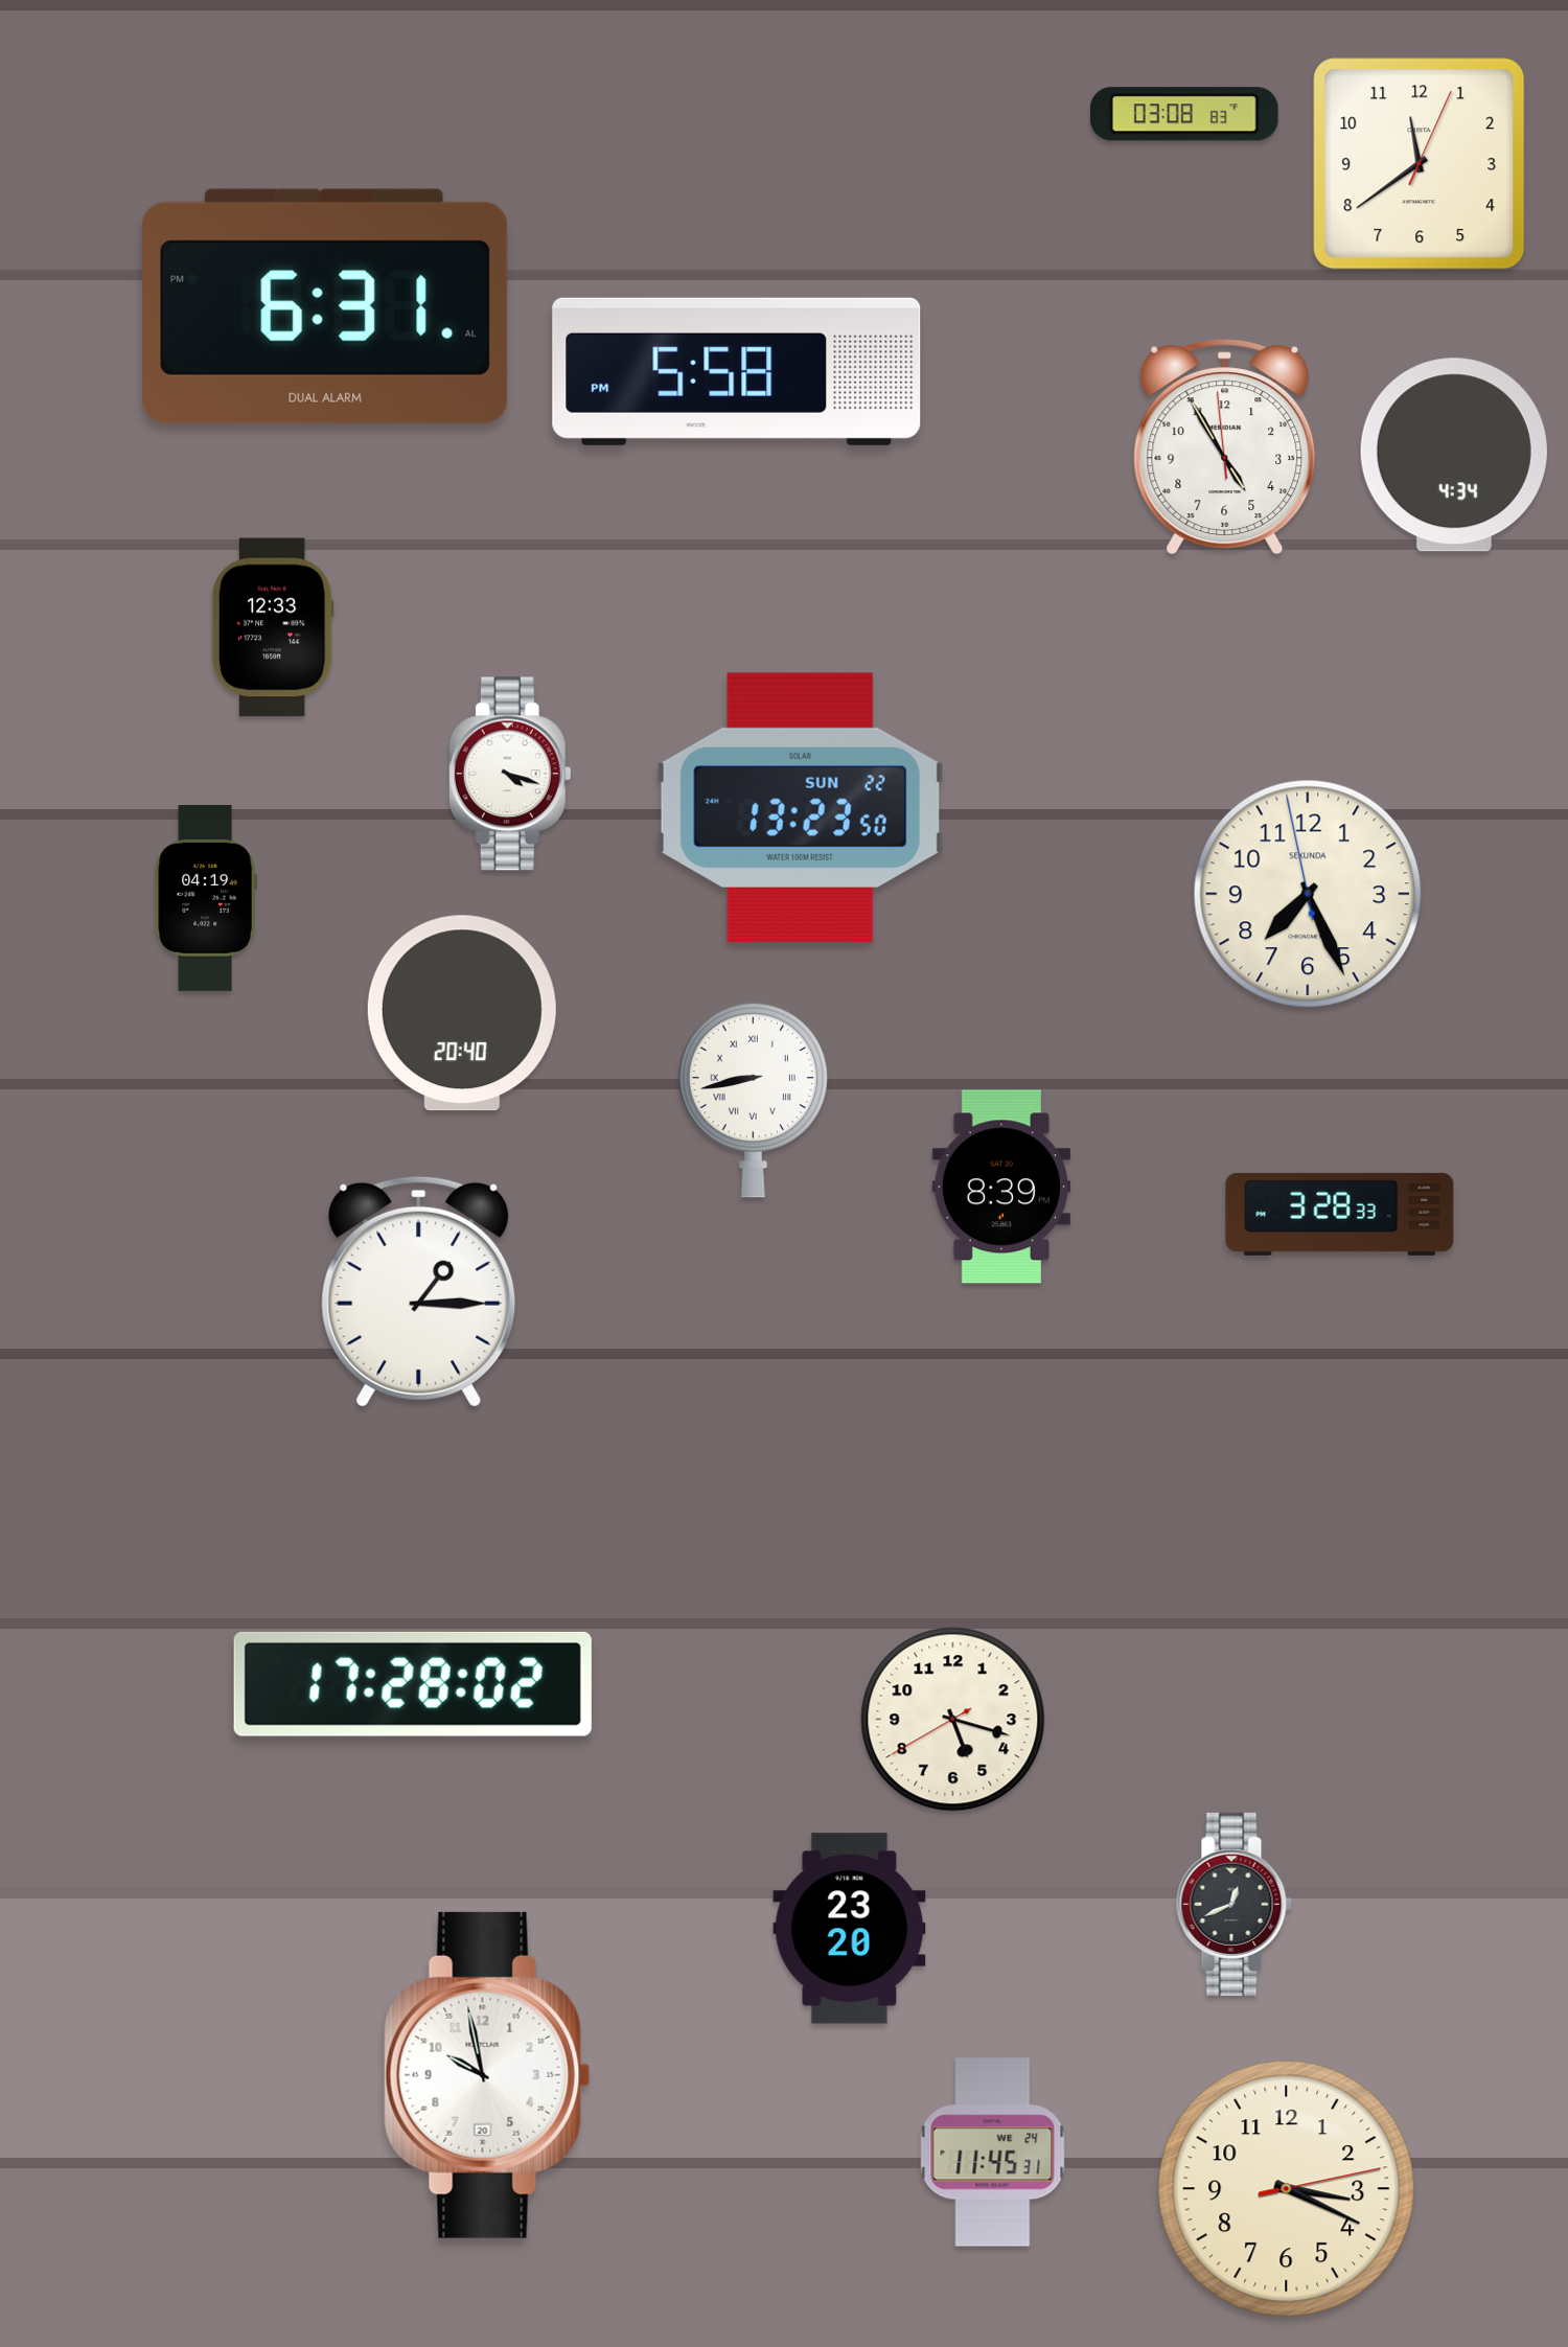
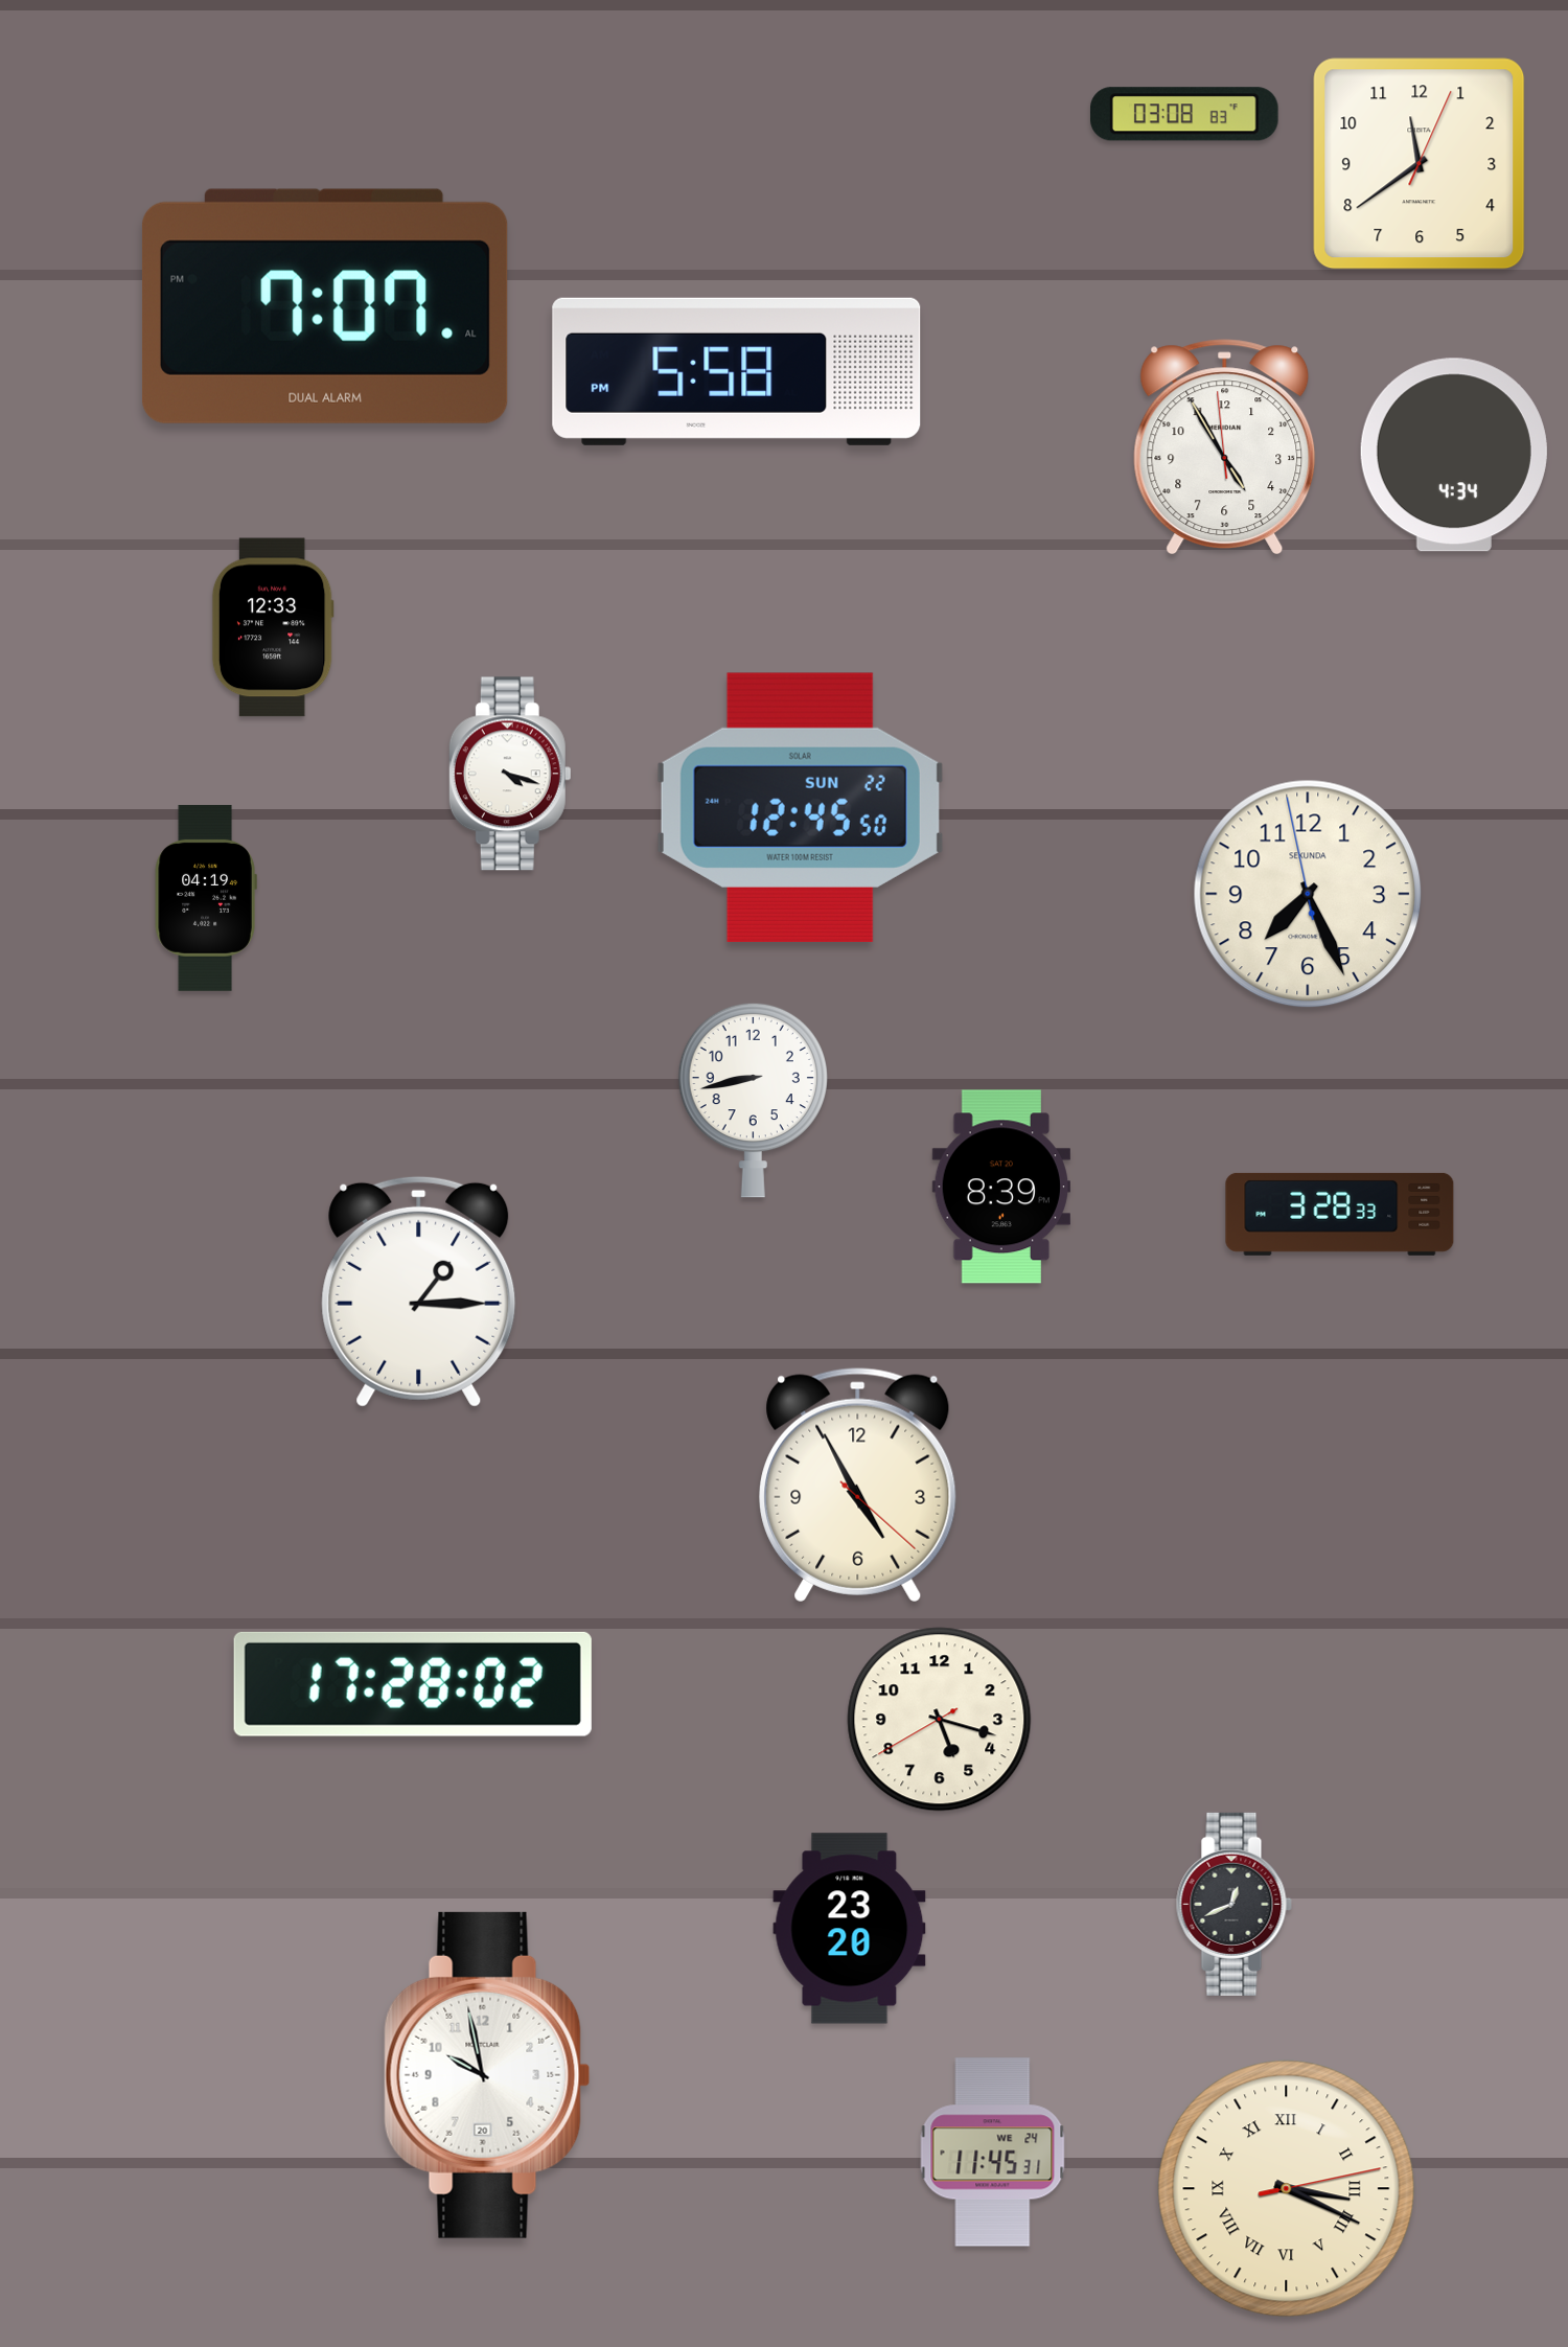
clock at (325, 306): 6:31 -> 7:07
clock at (800, 807): 13:23 -> 12:45
clock at (462, 1013): 20:40 -> none
clock at (753, 1100) numerals: Roman -> Arabic
clock at (858, 1486): none -> 4:55
clock at (953, 1720) position: (953, 1720) -> (940, 1720)
clock at (1287, 2189) numerals: Arabic -> Roman
